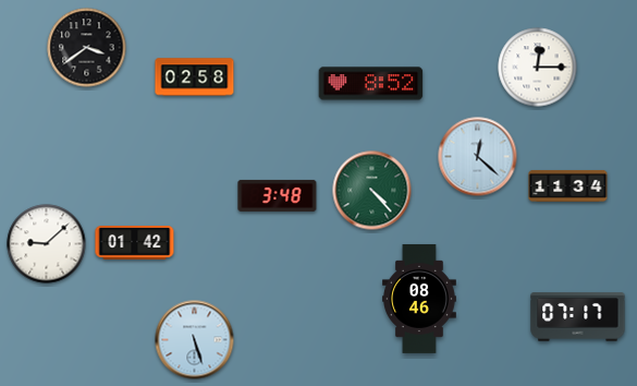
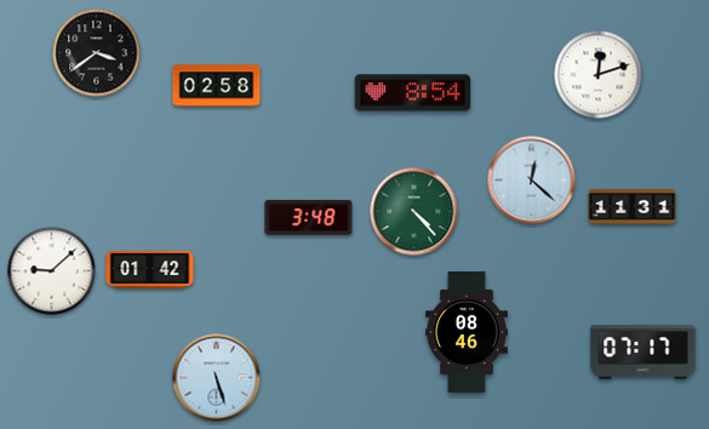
clock at (538, 68): 12:15 -> 12:12
clock at (371, 84): 8:52 -> 8:54
clock at (478, 157) position: (478, 157) -> (532, 181)
clock at (568, 185): 11:34 -> 11:31
